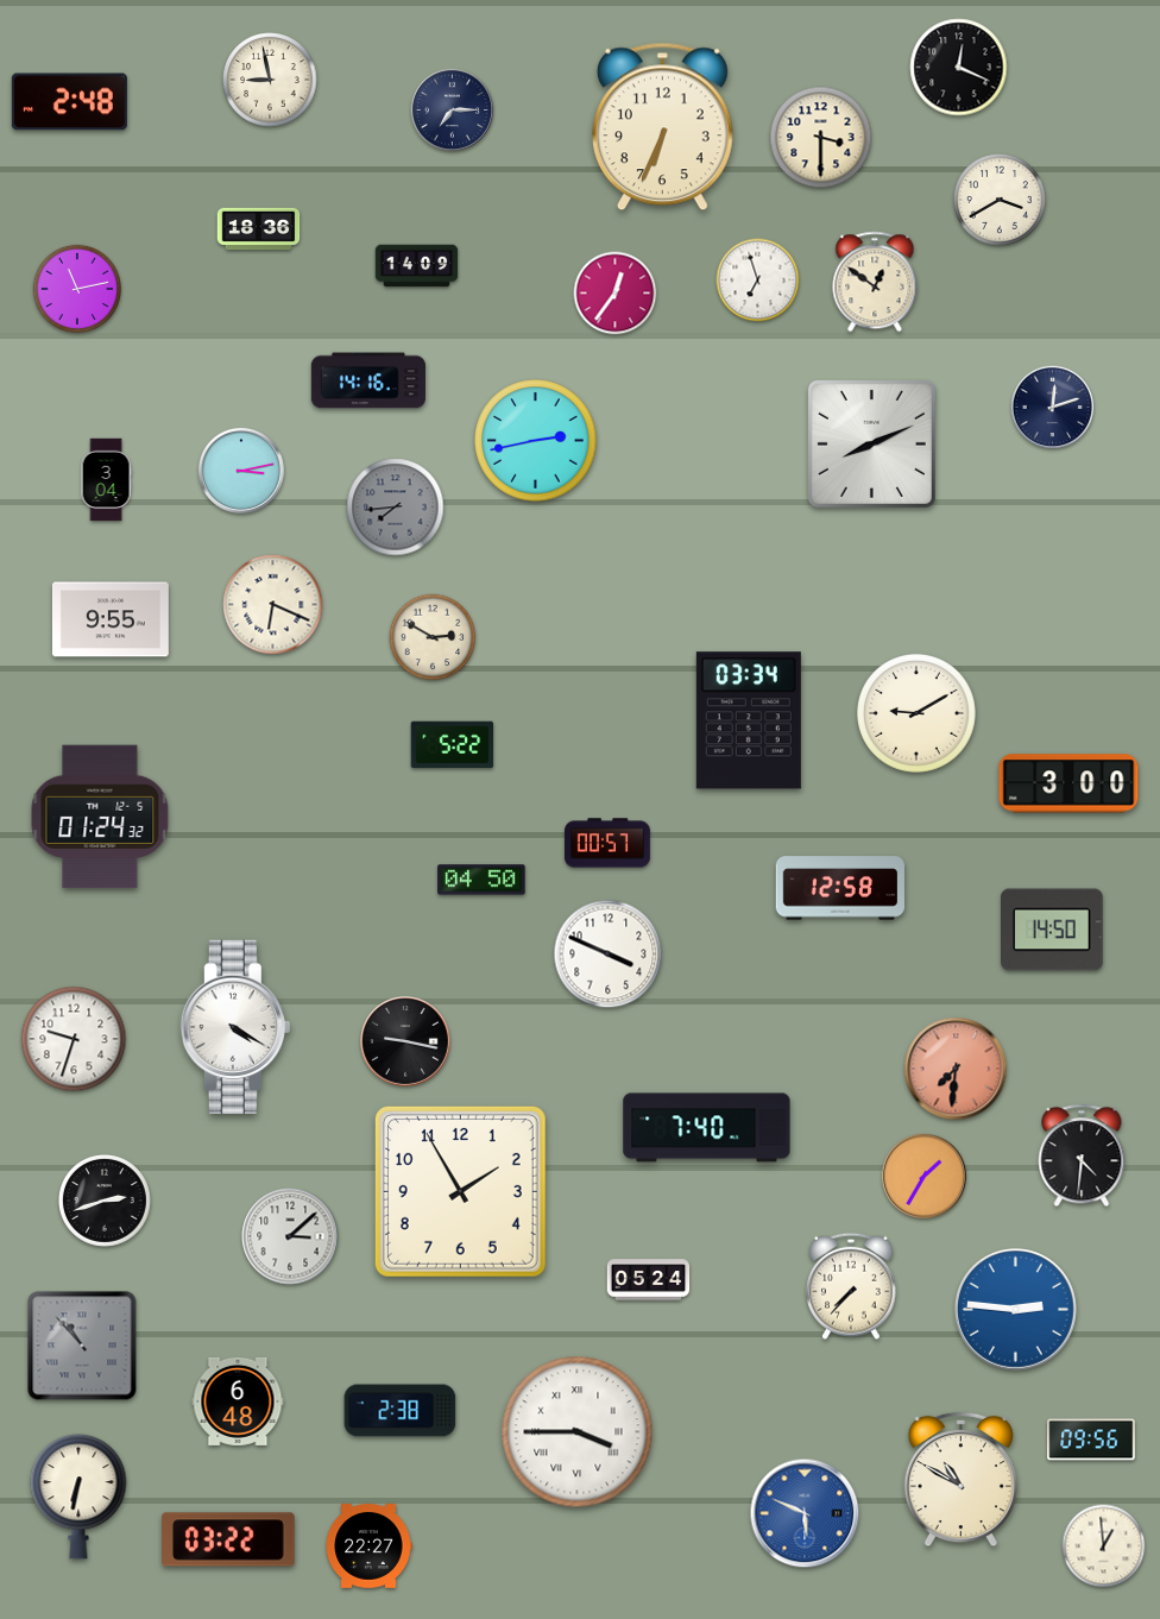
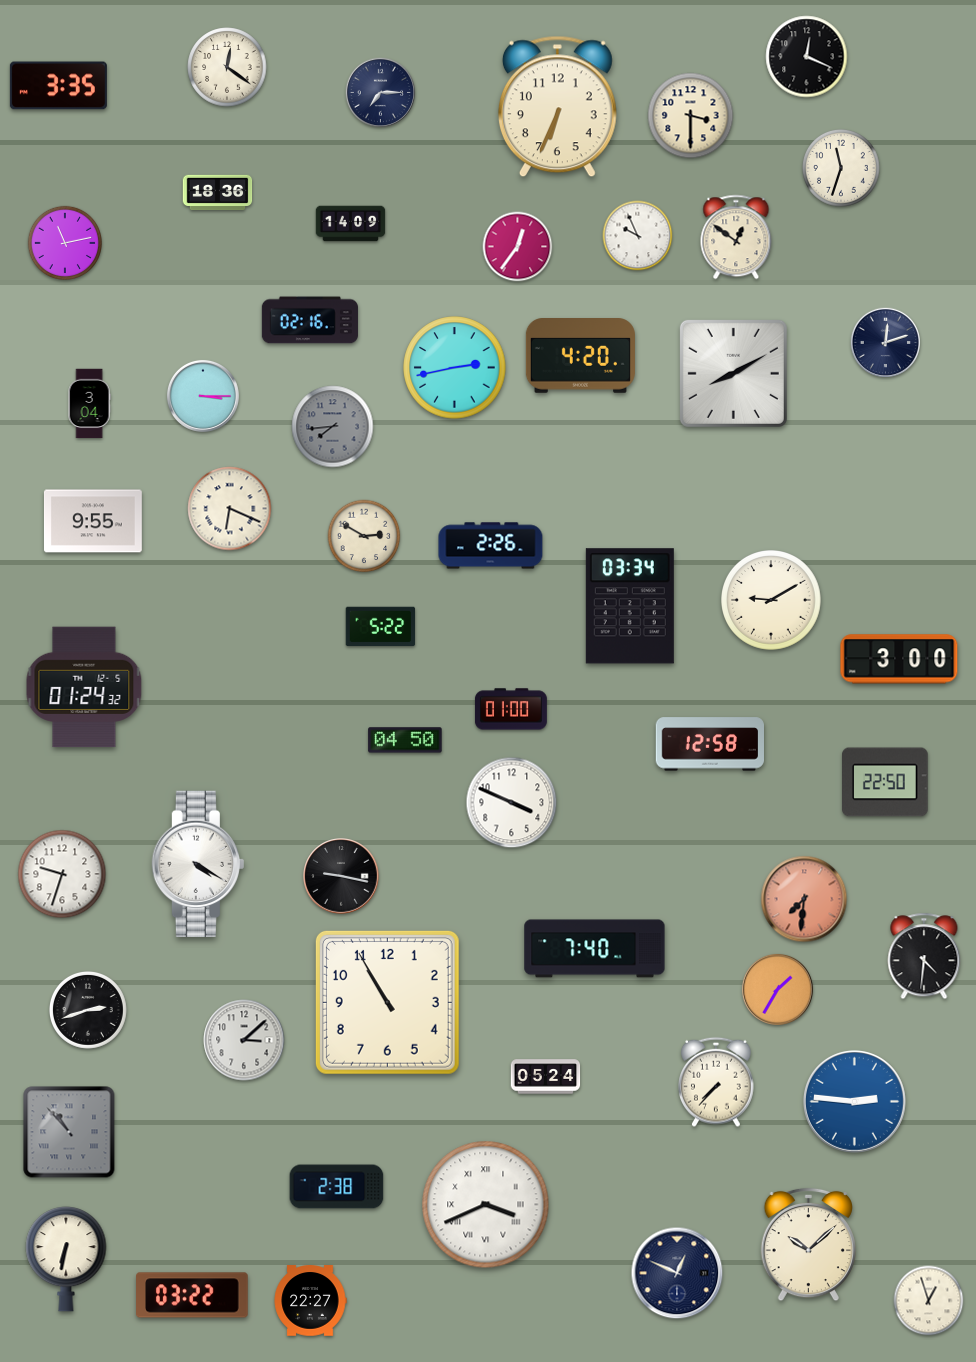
clock at (270, 80): 8:58 -> 12:21
clock at (69, 102): 2:48 -> 3:35
clock at (1000, 200): 3:40 -> 11:33
clock at (758, 281): 6:57 -> 9:56
clock at (368, 380): 14:16 -> 02:16
clock at (580, 356): none -> 4:20
clock at (536, 441) position: (536, 441) -> (455, 368)
clock at (871, 443): 8:11 -> 8:10
clock at (241, 471): 3:13 -> 3:15
clock at (491, 546): none -> 2:26
clock at (607, 843): 00:57 -> 01:00
clock at (840, 888) position: (840, 888) -> (710, 744)
clock at (1053, 930): 14:50 -> 22:50
clock at (1082, 1155) position: (1082, 1155) -> (924, 956)
clock at (460, 1191): 1:55 -> 10:55
clock at (238, 1401): 6:48 -> none
clock at (578, 1432): 3:45 -> 3:41
clock at (1091, 1440): 09:56 -> none
clock at (960, 1480): 10:50 -> 10:08
clock at (805, 1513): 5:49 -> 12:49
clock at (805, 1513) dial: blue -> navy
clock at (1104, 1546): 12:59 -> 12:57
